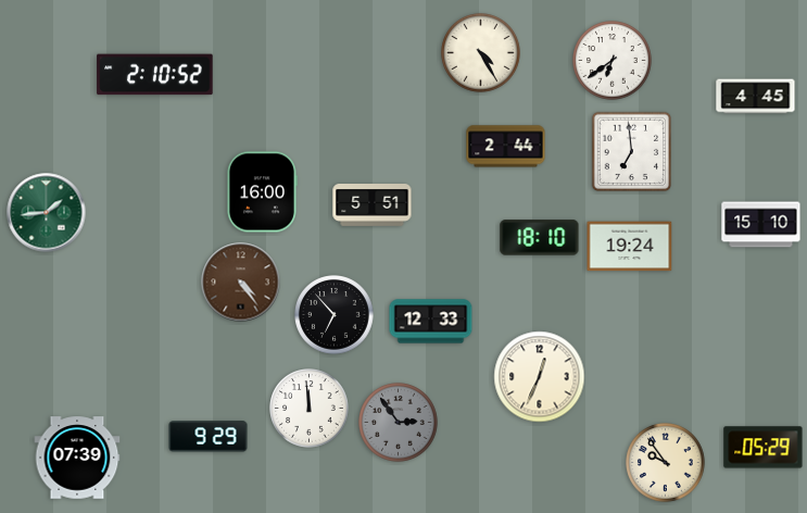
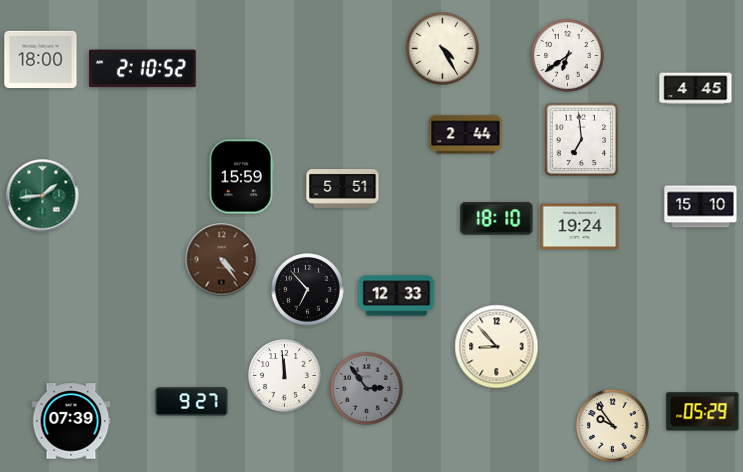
clock at (613, 61) position: (613, 61) -> (568, 56)
clock at (41, 59): none -> 18:00
clock at (263, 192): 16:00 -> 15:59
clock at (540, 377): 12:34 -> 8:53
clock at (209, 437): 9:29 -> 9:27
